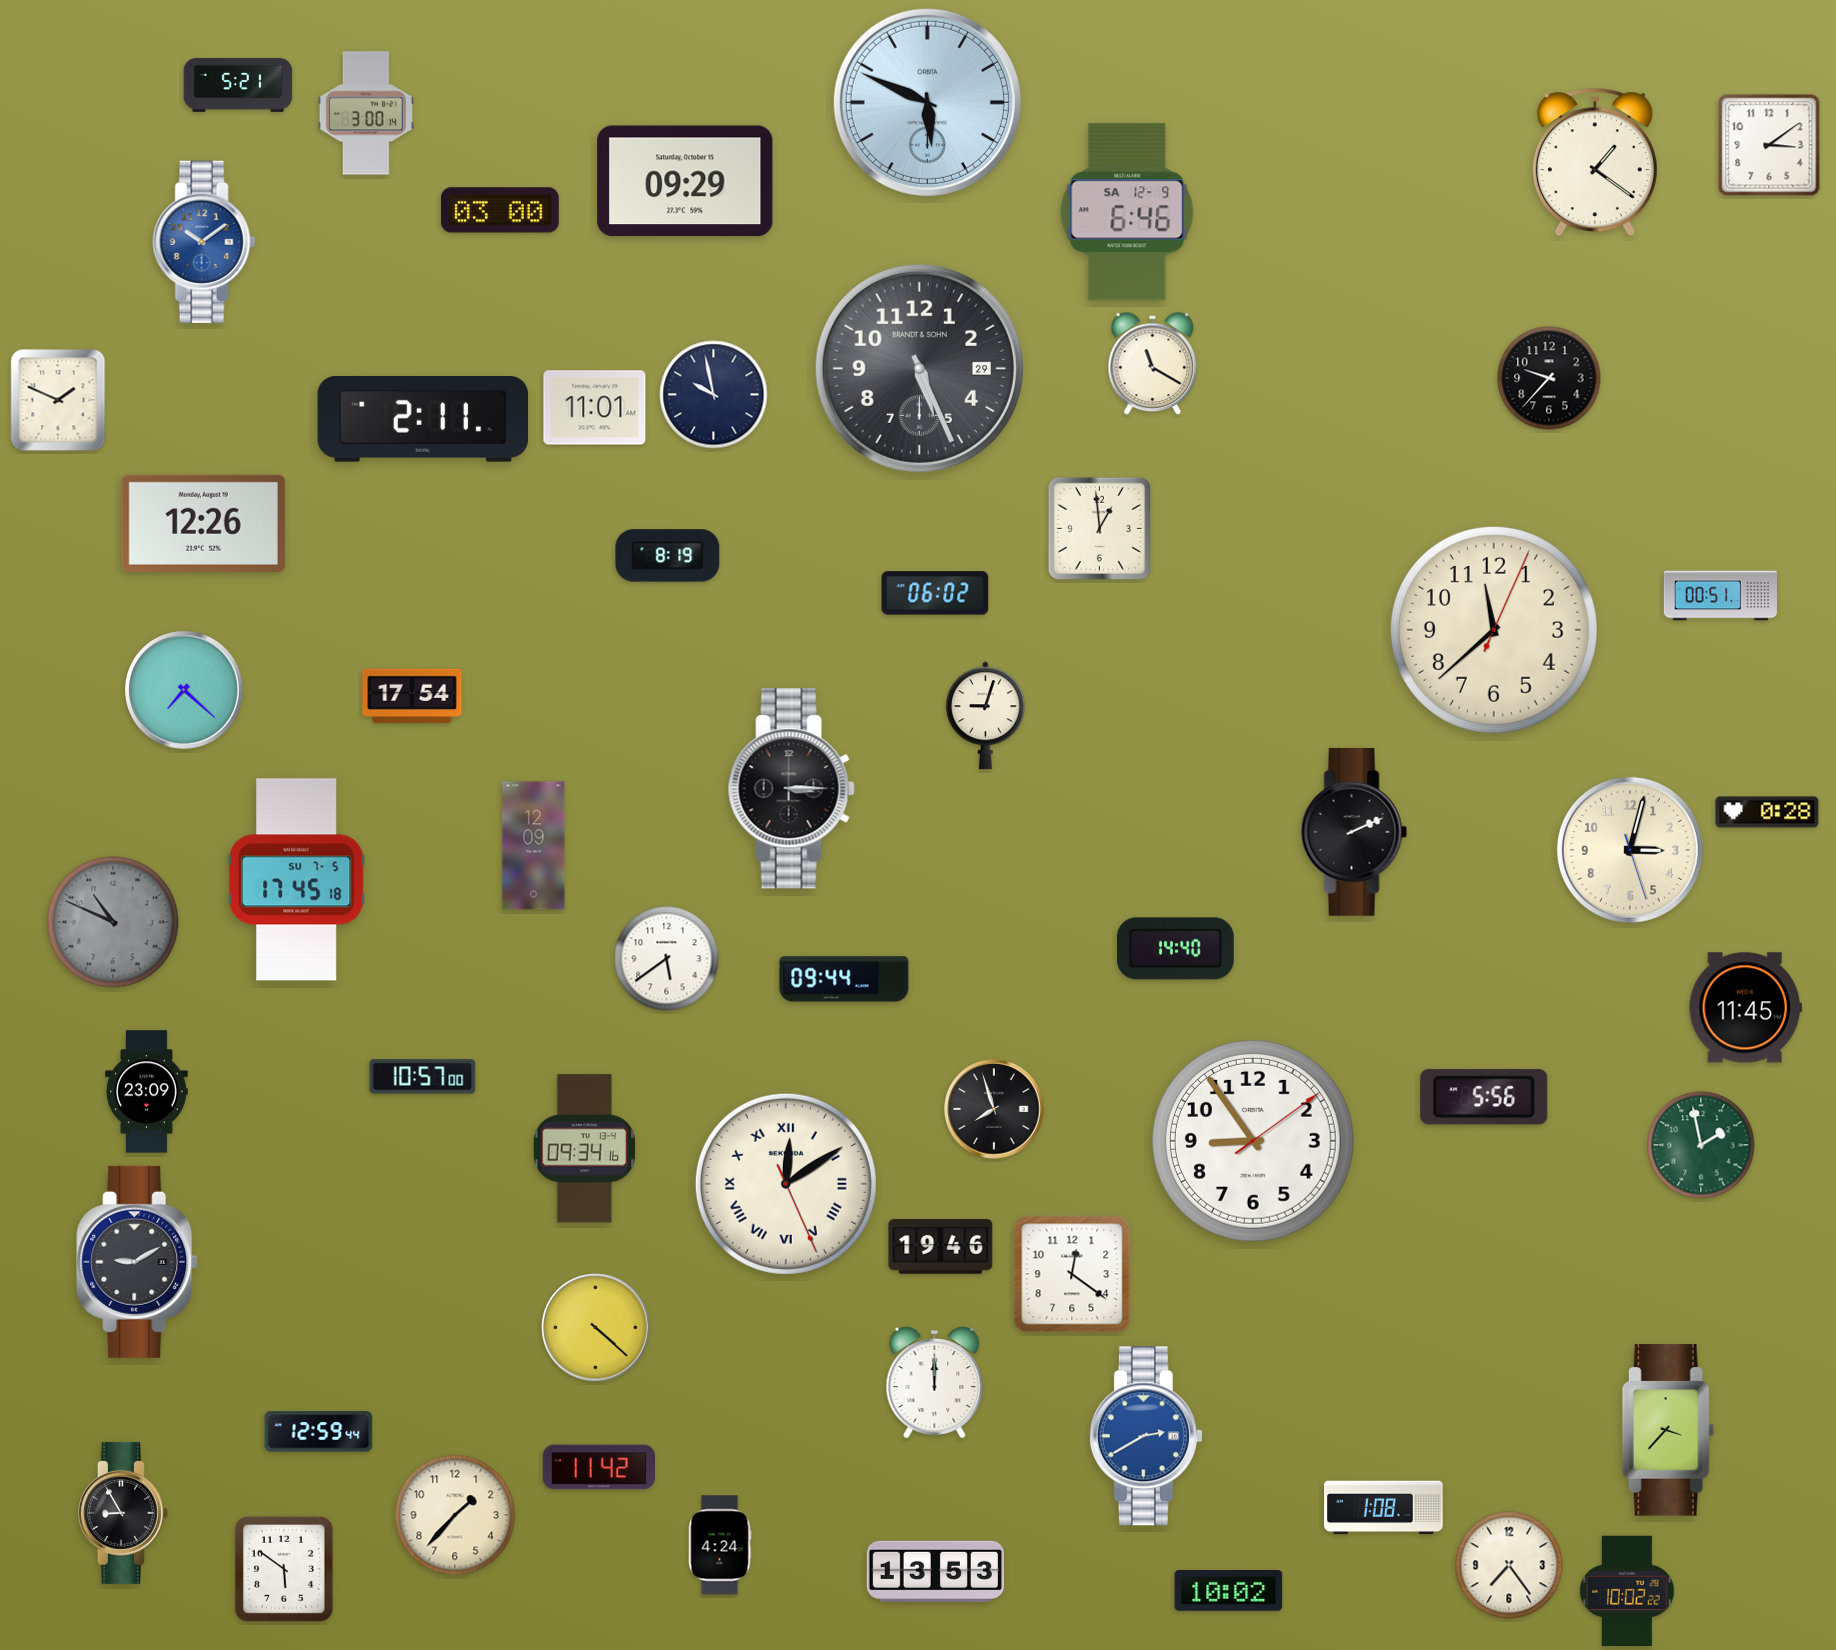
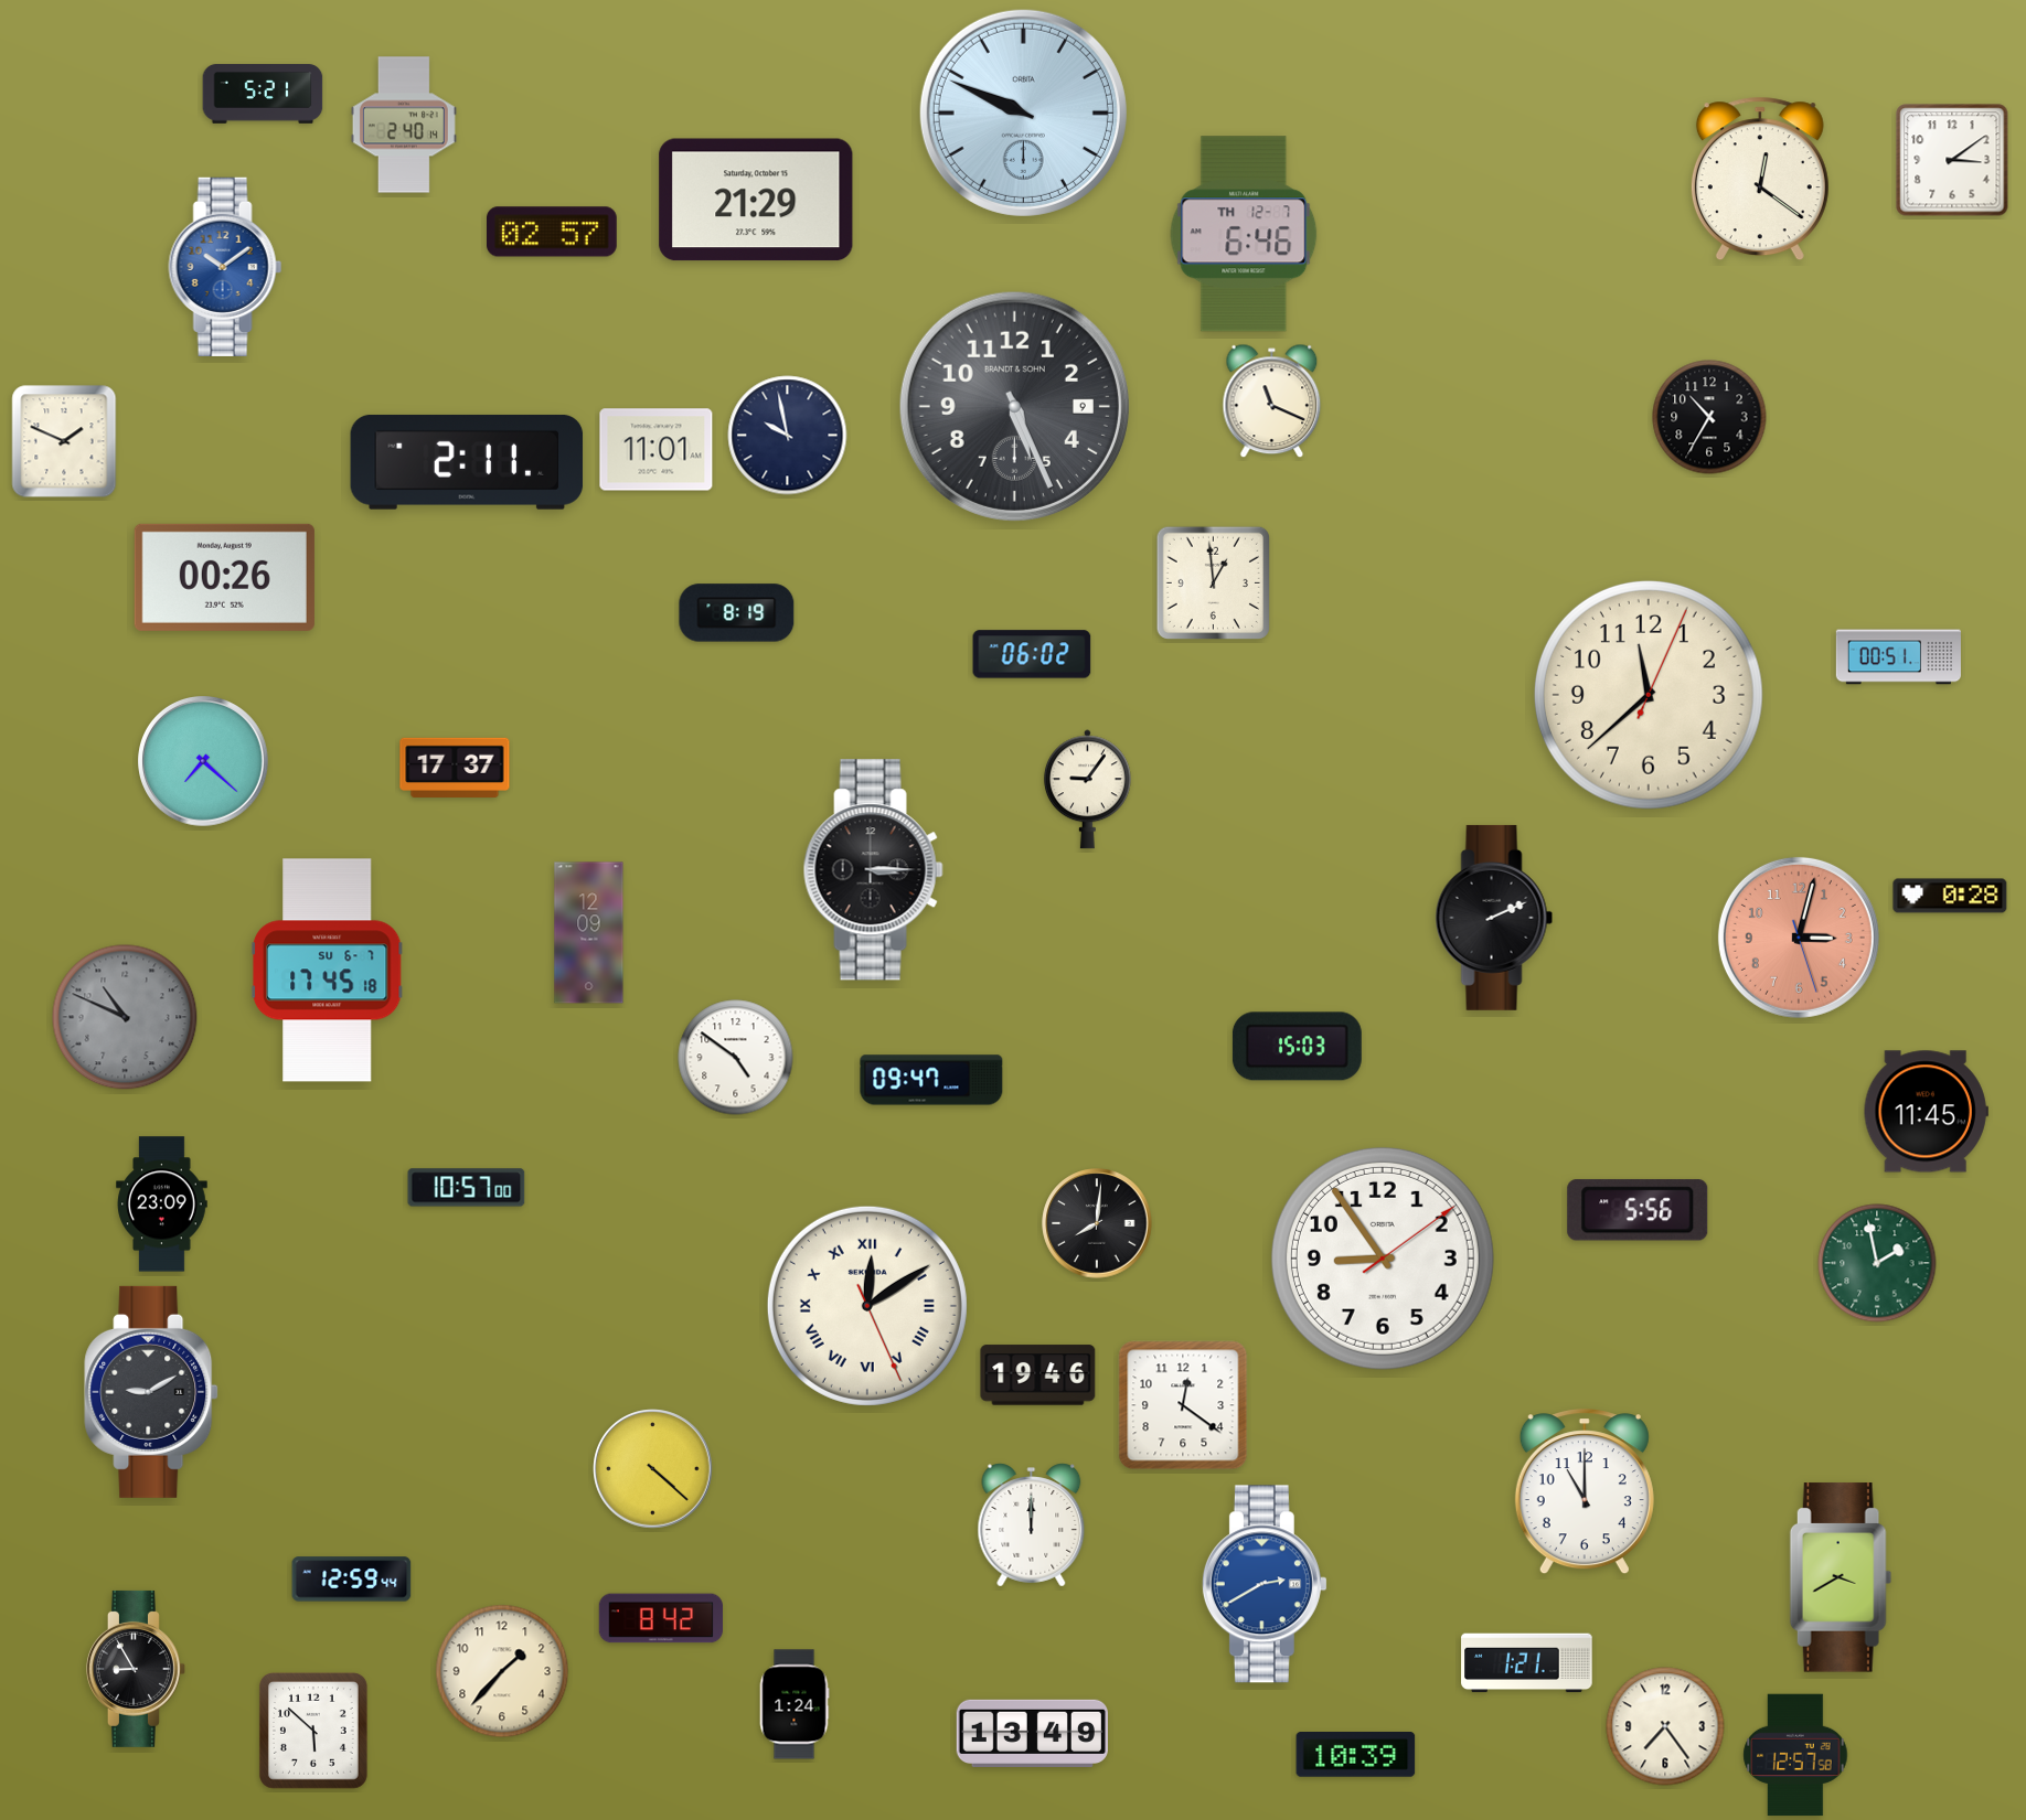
clock at (927, 102): 5:49 -> 9:49
clock at (366, 113): 3:00 -> 2:40
clock at (1595, 162): 1:21 -> 12:21
clock at (685, 181): 09:29 -> 21:29
clock at (501, 210): 03:00 -> 02:57
clock at (1127, 212) date: SA 12-9 -> TH 12-7
clock at (1153, 364): 11:20 -> 11:19
clock at (919, 368) date: 29 -> 9
clock at (1549, 378): 9:37 -> 10:35
clock at (203, 523): 12:26 -> 00:26
clock at (412, 695): 17:54 -> 17:37
clock at (985, 716): 9:03 -> 9:06
clock at (1630, 850) dial: cream -> salmon
clock at (296, 880) date: SU 7-5 -> SU 6-7
clock at (1175, 949): 14:40 -> 15:03
clock at (667, 959): 5:39 -> 4:51
clock at (844, 979): 09:44 -> 09:47
clock at (994, 1109): 7:57 -> 8:01
clock at (585, 1149): 09:34 -> none
clock at (596, 1328) position: (596, 1328) -> (653, 1469)
clock at (1585, 1492): none -> 11:00
clock at (1668, 1430): 3:37 -> 3:40
clock at (599, 1467): 11:42 -> 8:42
clock at (1384, 1508): 1:08 -> 1:21
clock at (720, 1545): 4:24 -> 1:24
clock at (284, 1570): 5:51 -> 5:52
clock at (935, 1571): 13:53 -> 13:49
clock at (1229, 1591): 10:02 -> 10:39
clock at (1627, 1591): 10:02 -> 12:57
